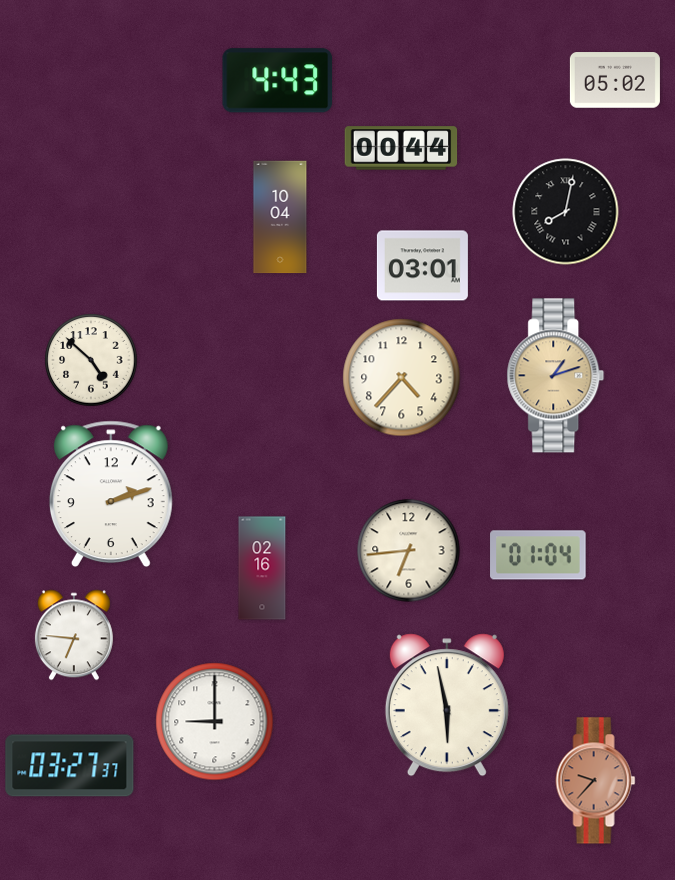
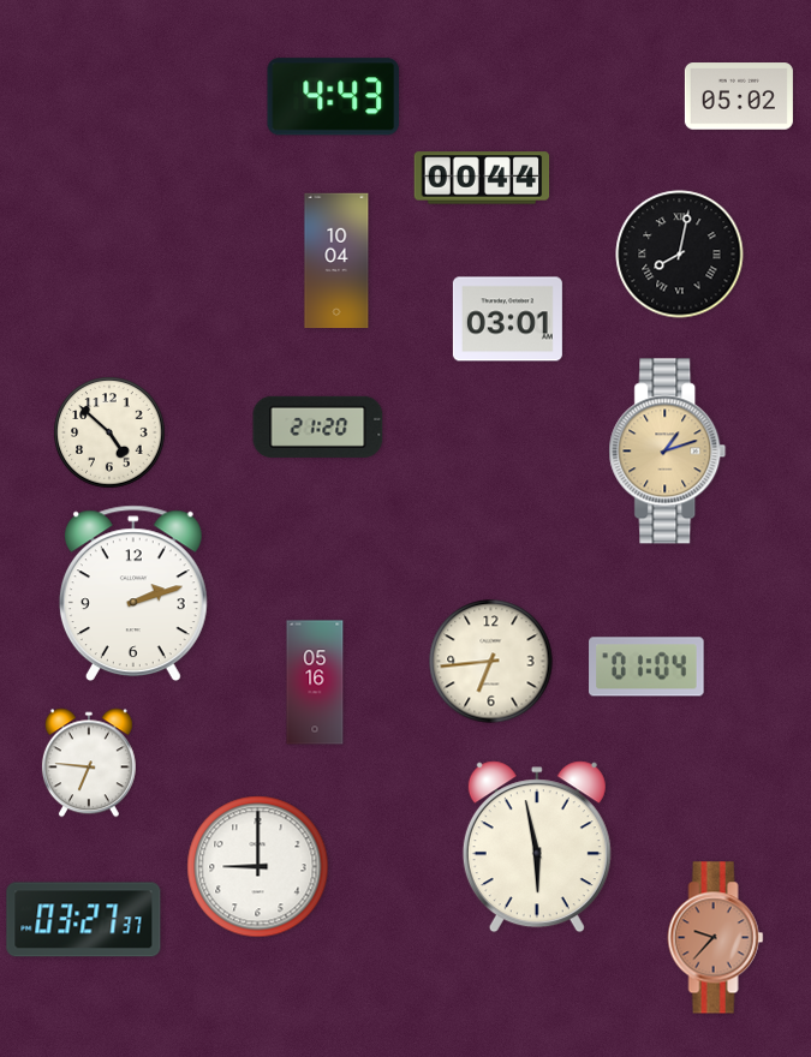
clock at (318, 426): none -> 21:20
clock at (402, 378): 4:37 -> none
clock at (262, 568): 02:16 -> 05:16
